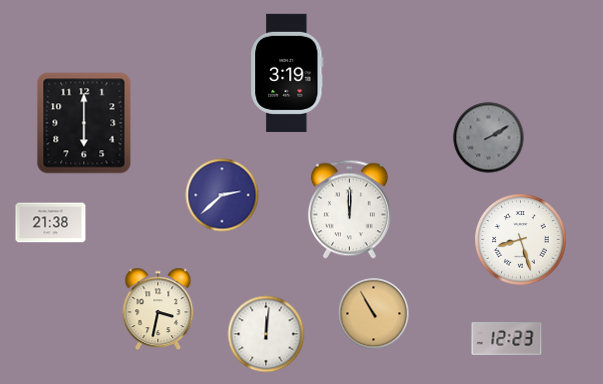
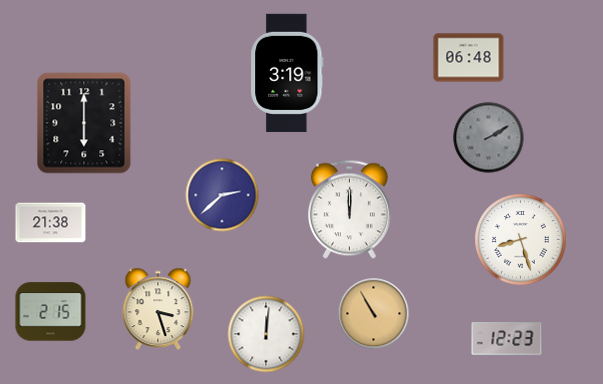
clock at (469, 58): none -> 06:48
clock at (158, 309): 3:32 -> 3:27
clock at (51, 312): none -> 2:15
